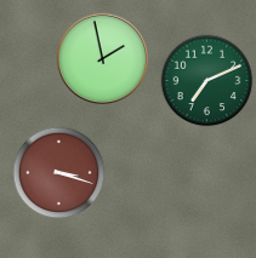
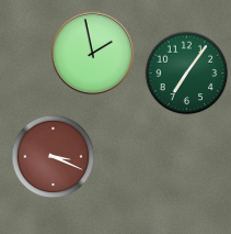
clock at (207, 81): 7:11 -> 7:06
clock at (59, 173): 3:18 -> 3:19
